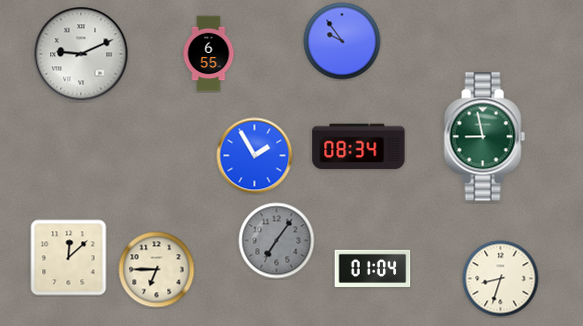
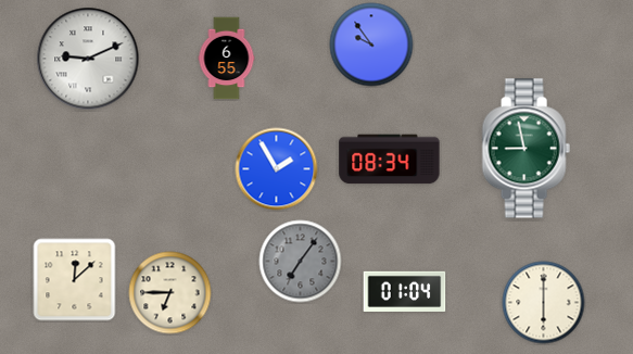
clock at (501, 279): 8:33 -> 6:00
